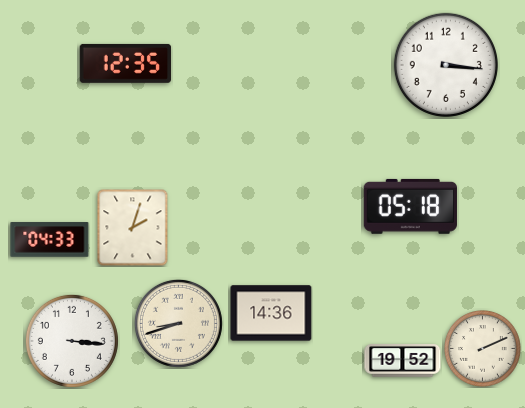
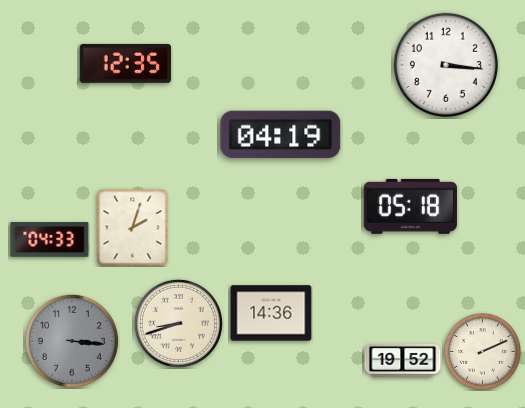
clock at (281, 134): none -> 04:19
clock at (72, 341) dial: white -> grey
clock at (483, 349) position: (483, 349) -> (483, 352)
